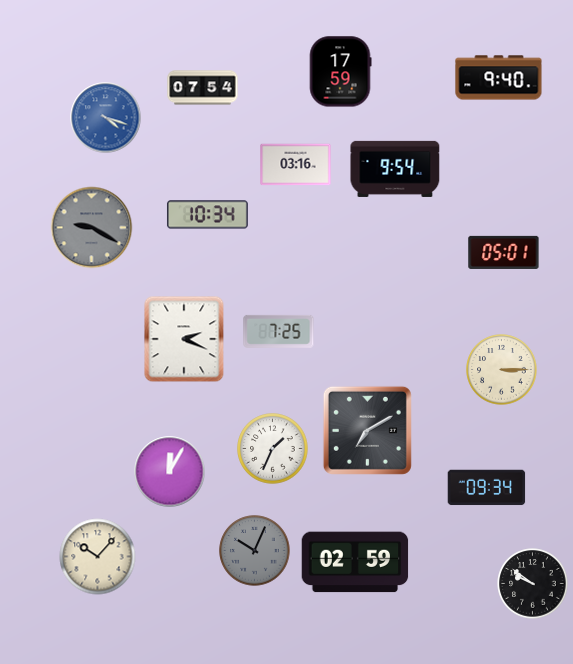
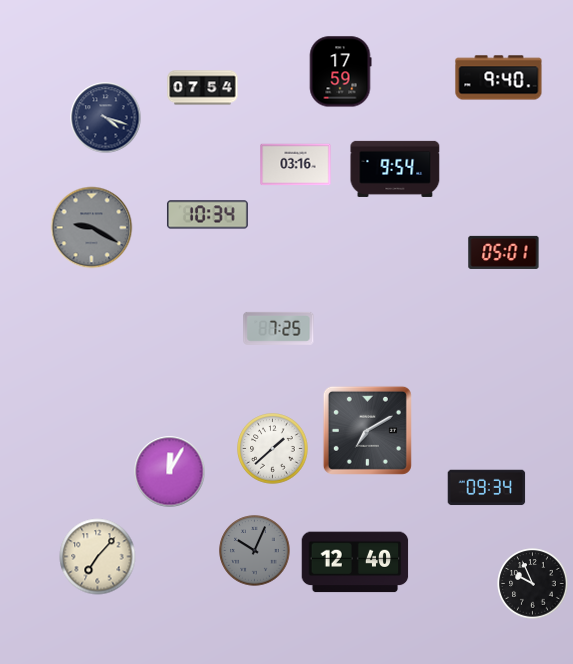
clock at (106, 118) dial: blue -> navy
clock at (279, 331) position: (279, 331) -> (279, 328)
clock at (184, 339): 2:19 -> none
clock at (502, 370): 3:15 -> none
clock at (273, 449): 1:34 -> 1:38
clock at (98, 557): 10:07 -> 7:07
clock at (355, 562): 02:59 -> 12:40
clock at (533, 584): 9:51 -> 9:56
